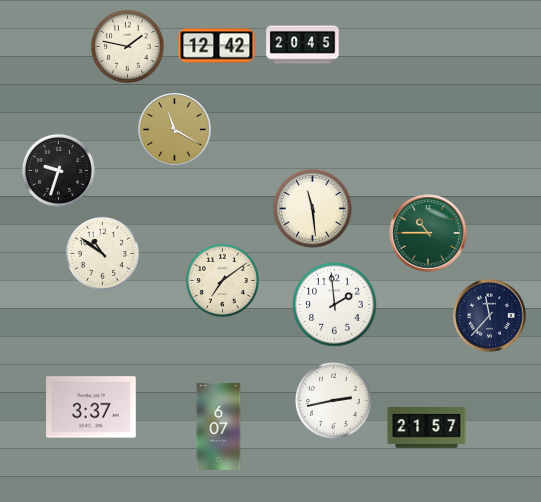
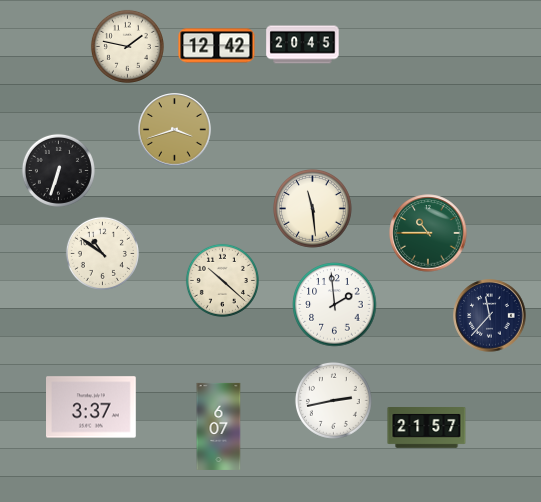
clock at (175, 130): 11:20 -> 3:42
clock at (58, 170): 9:33 -> 6:33
clock at (222, 280): 7:09 -> 10:22
